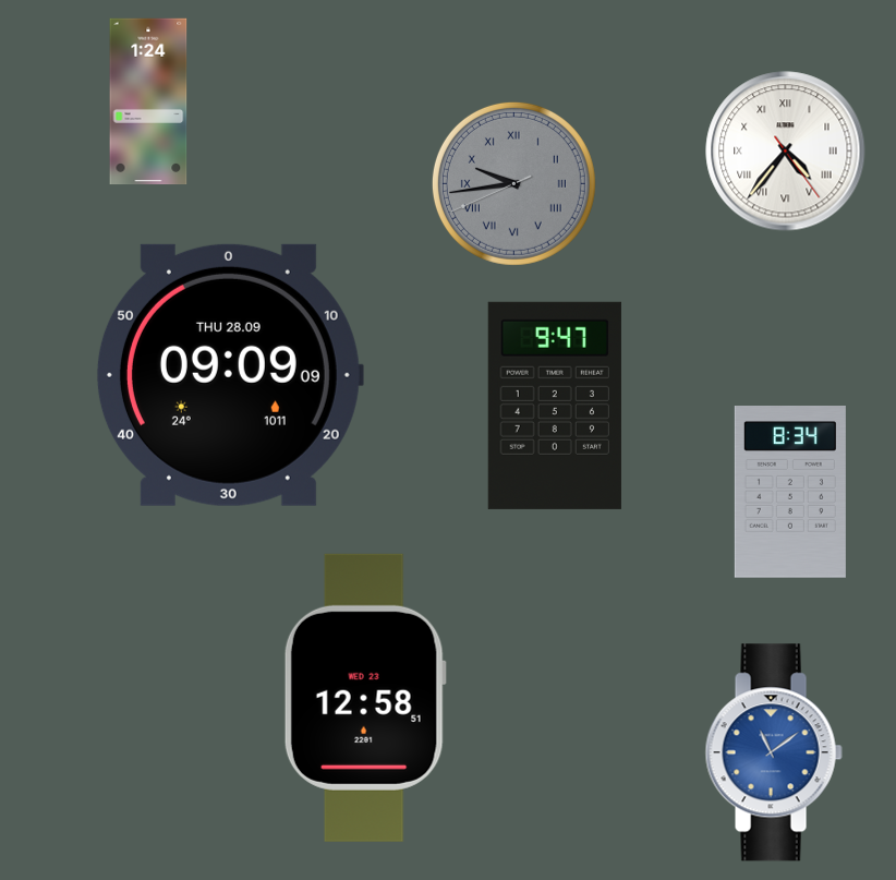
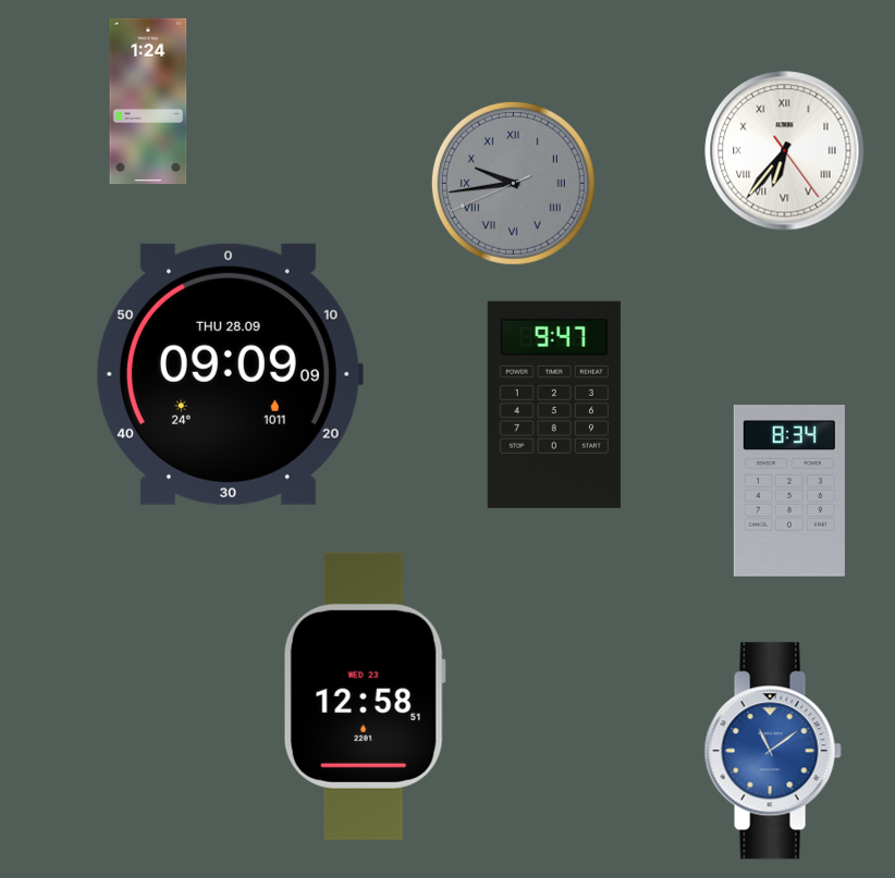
clock at (786, 152): 4:36 -> 6:36
